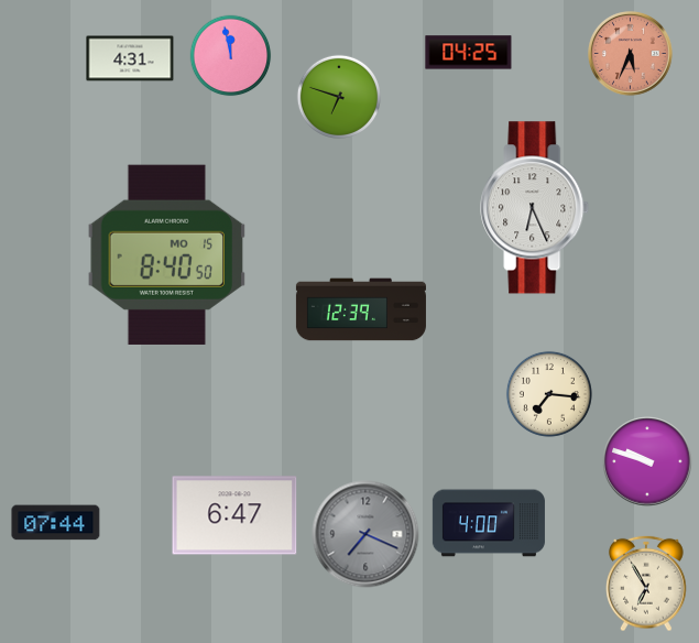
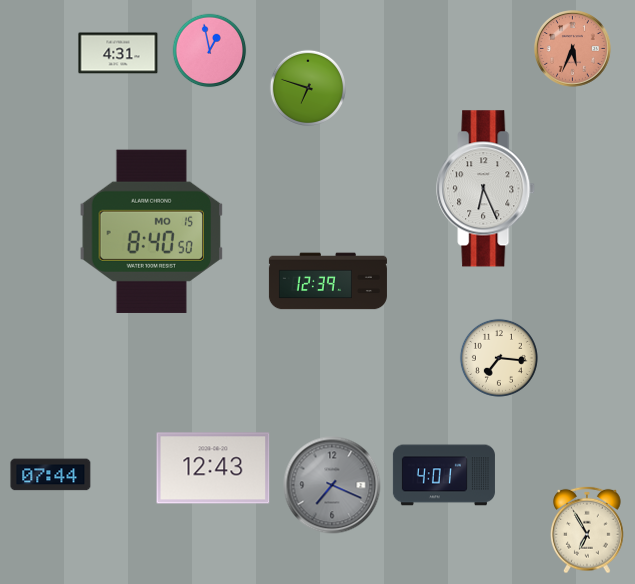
clock at (469, 53): 04:25 -> none
clock at (231, 56): 11:58 -> 12:58
clock at (647, 461): 9:48 -> none
clock at (234, 515): 6:47 -> 12:43
clock at (489, 523): 4:00 -> 4:01
